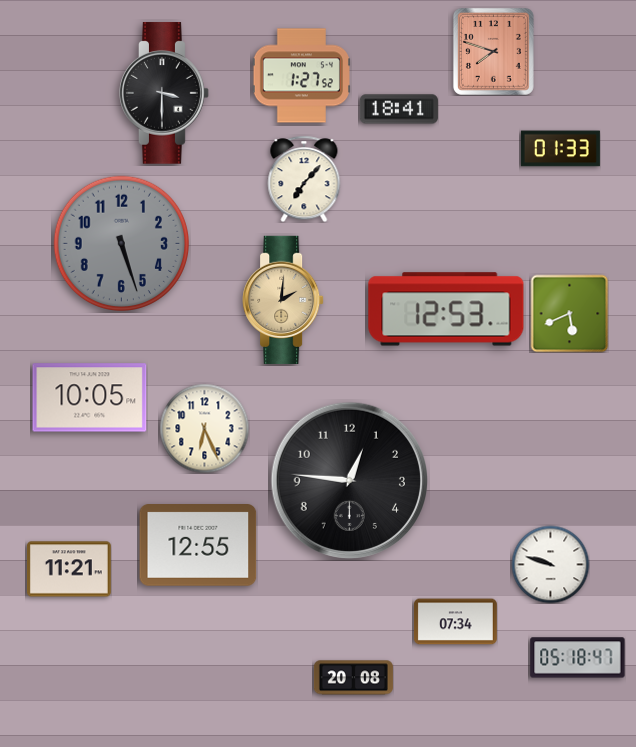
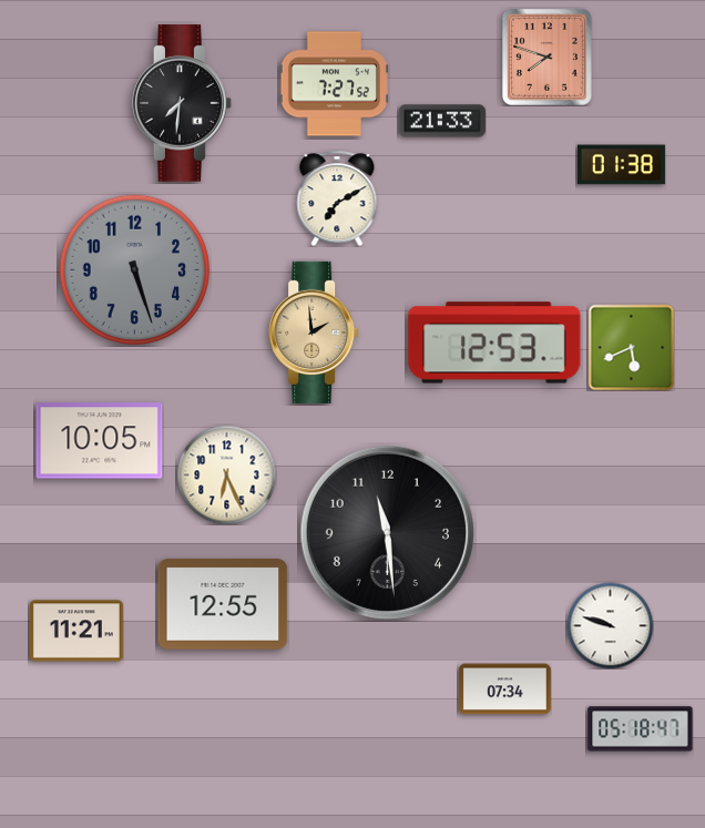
clock at (301, 76): 1:27 -> 7:27
clock at (164, 93): 3:30 -> 7:31
clock at (399, 109): 18:41 -> 21:33
clock at (560, 149): 01:33 -> 01:38
clock at (304, 179): 7:07 -> 7:10
clock at (283, 300): 2:01 -> 1:59
clock at (349, 480): 12:46 -> 11:29
clock at (198, 546) position: (198, 546) -> (223, 605)
clock at (353, 678): 20:08 -> none
